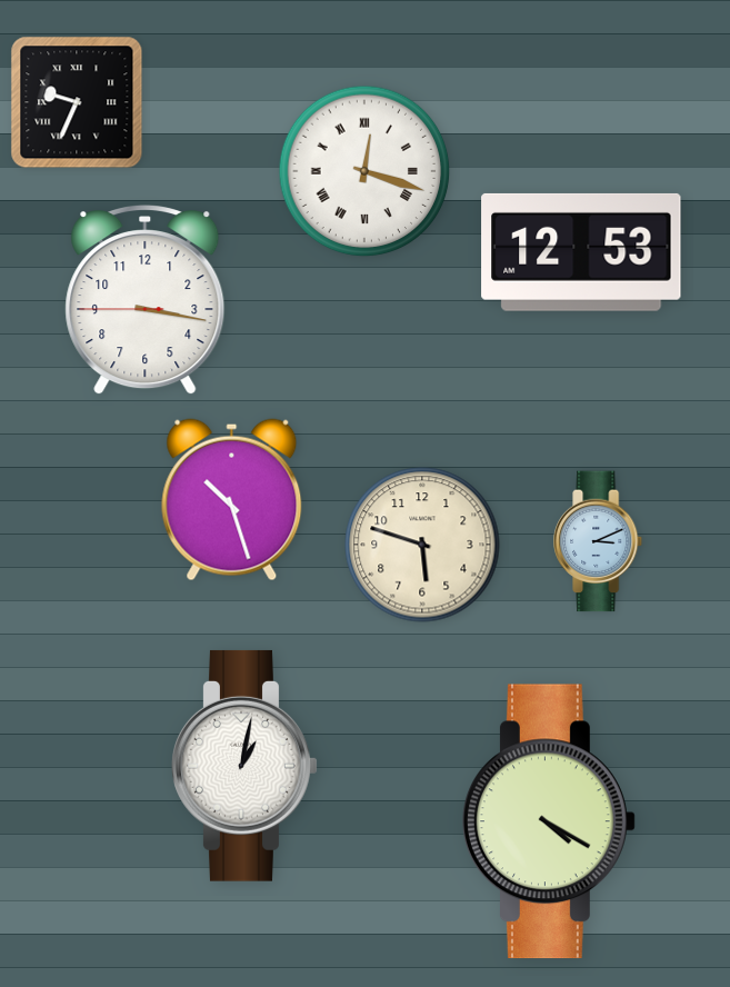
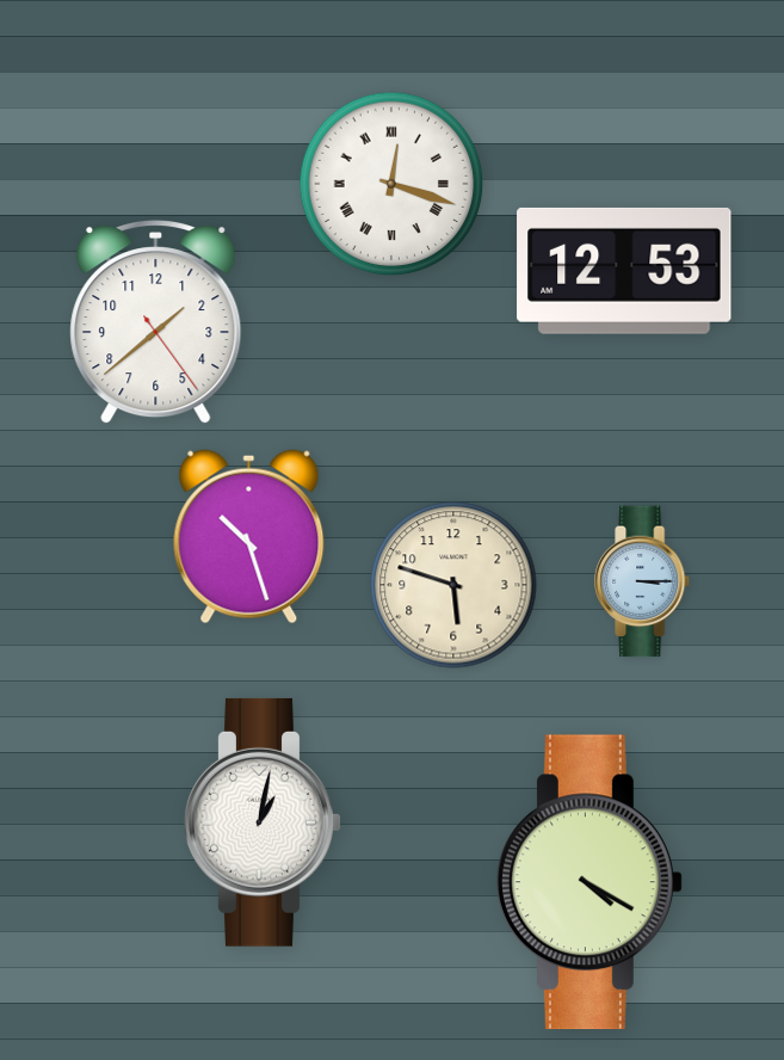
clock at (77, 102): 9:34 -> none
clock at (146, 301): 3:16 -> 1:38
clock at (599, 541): 3:11 -> 3:15
